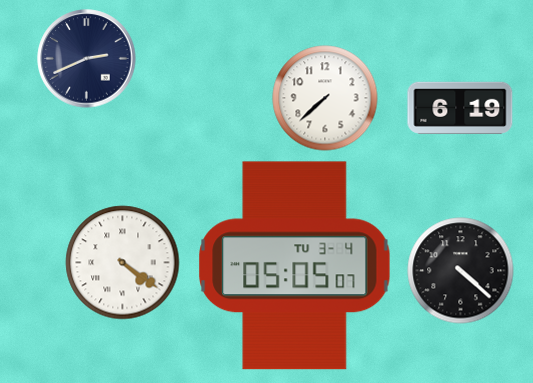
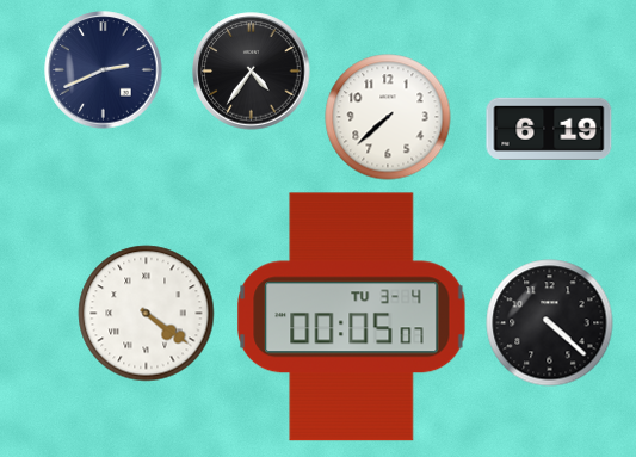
clock at (252, 72): none -> 4:36
clock at (295, 266): 05:05 -> 00:05
